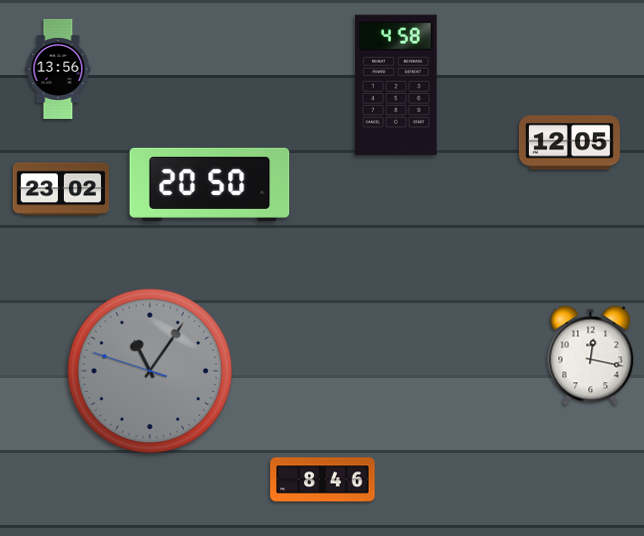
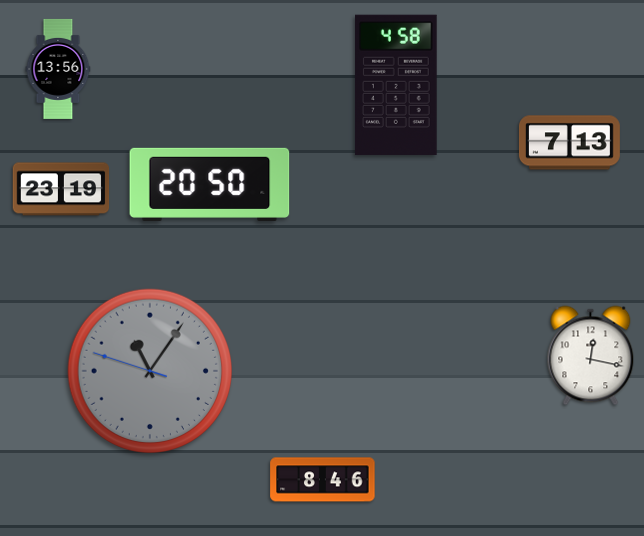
clock at (569, 143): 12:05 -> 7:13
clock at (61, 189): 23:02 -> 23:19
